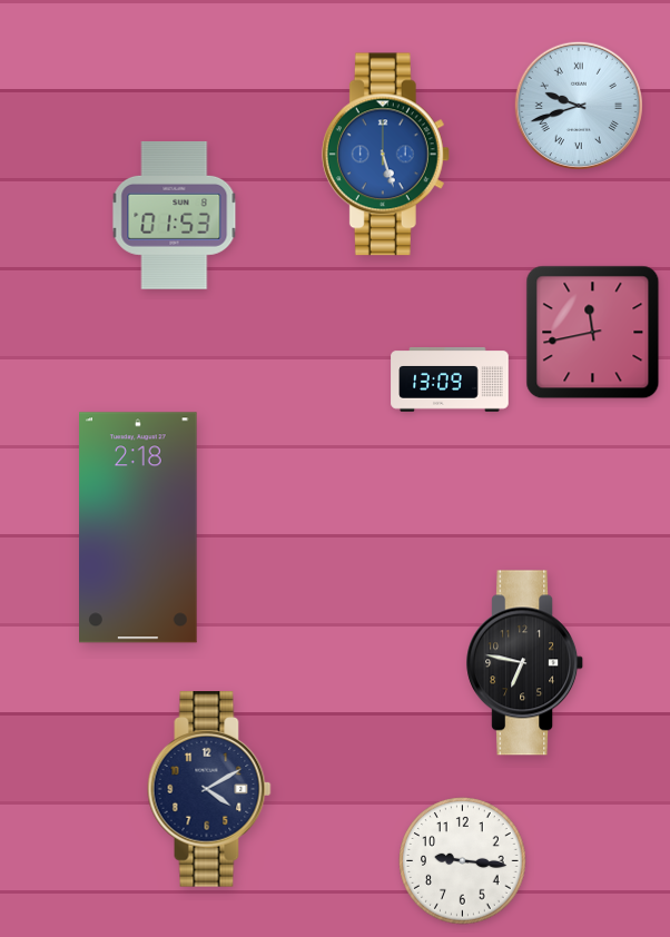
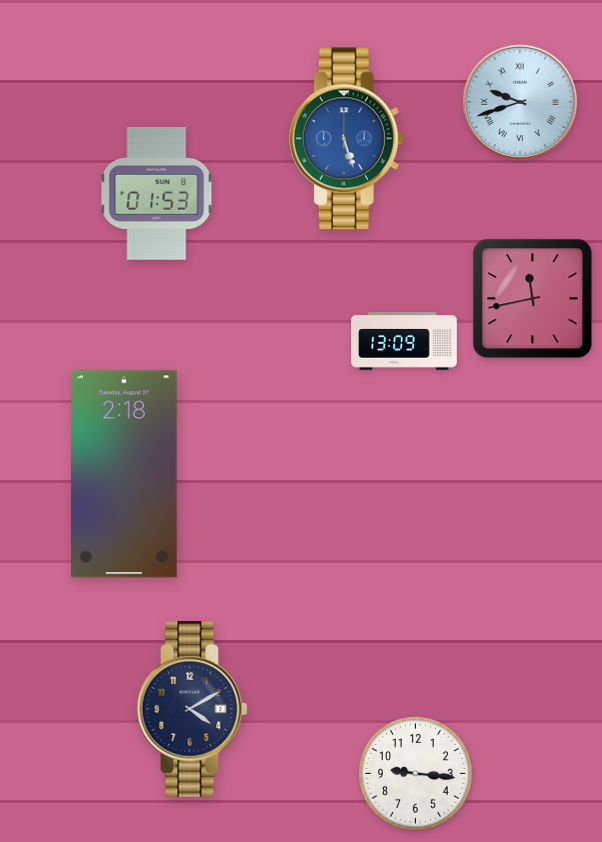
clock at (579, 106) position: (579, 106) -> (520, 102)
clock at (525, 663): 6:47 -> none
clock at (209, 789) position: (209, 789) -> (192, 709)
